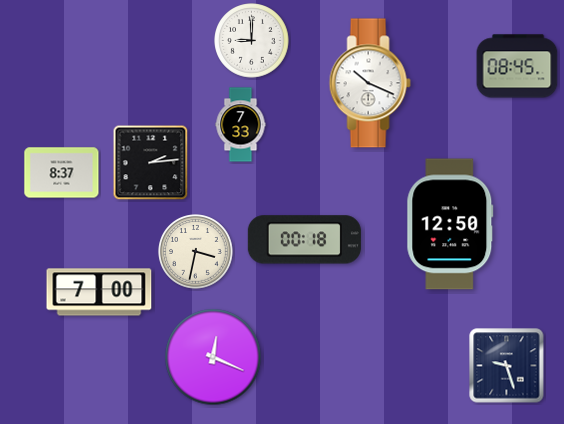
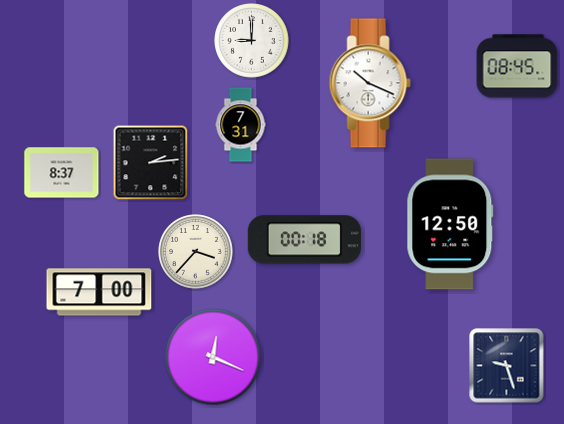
clock at (241, 125): 7:33 -> 7:31
clock at (196, 252): 3:32 -> 3:37
